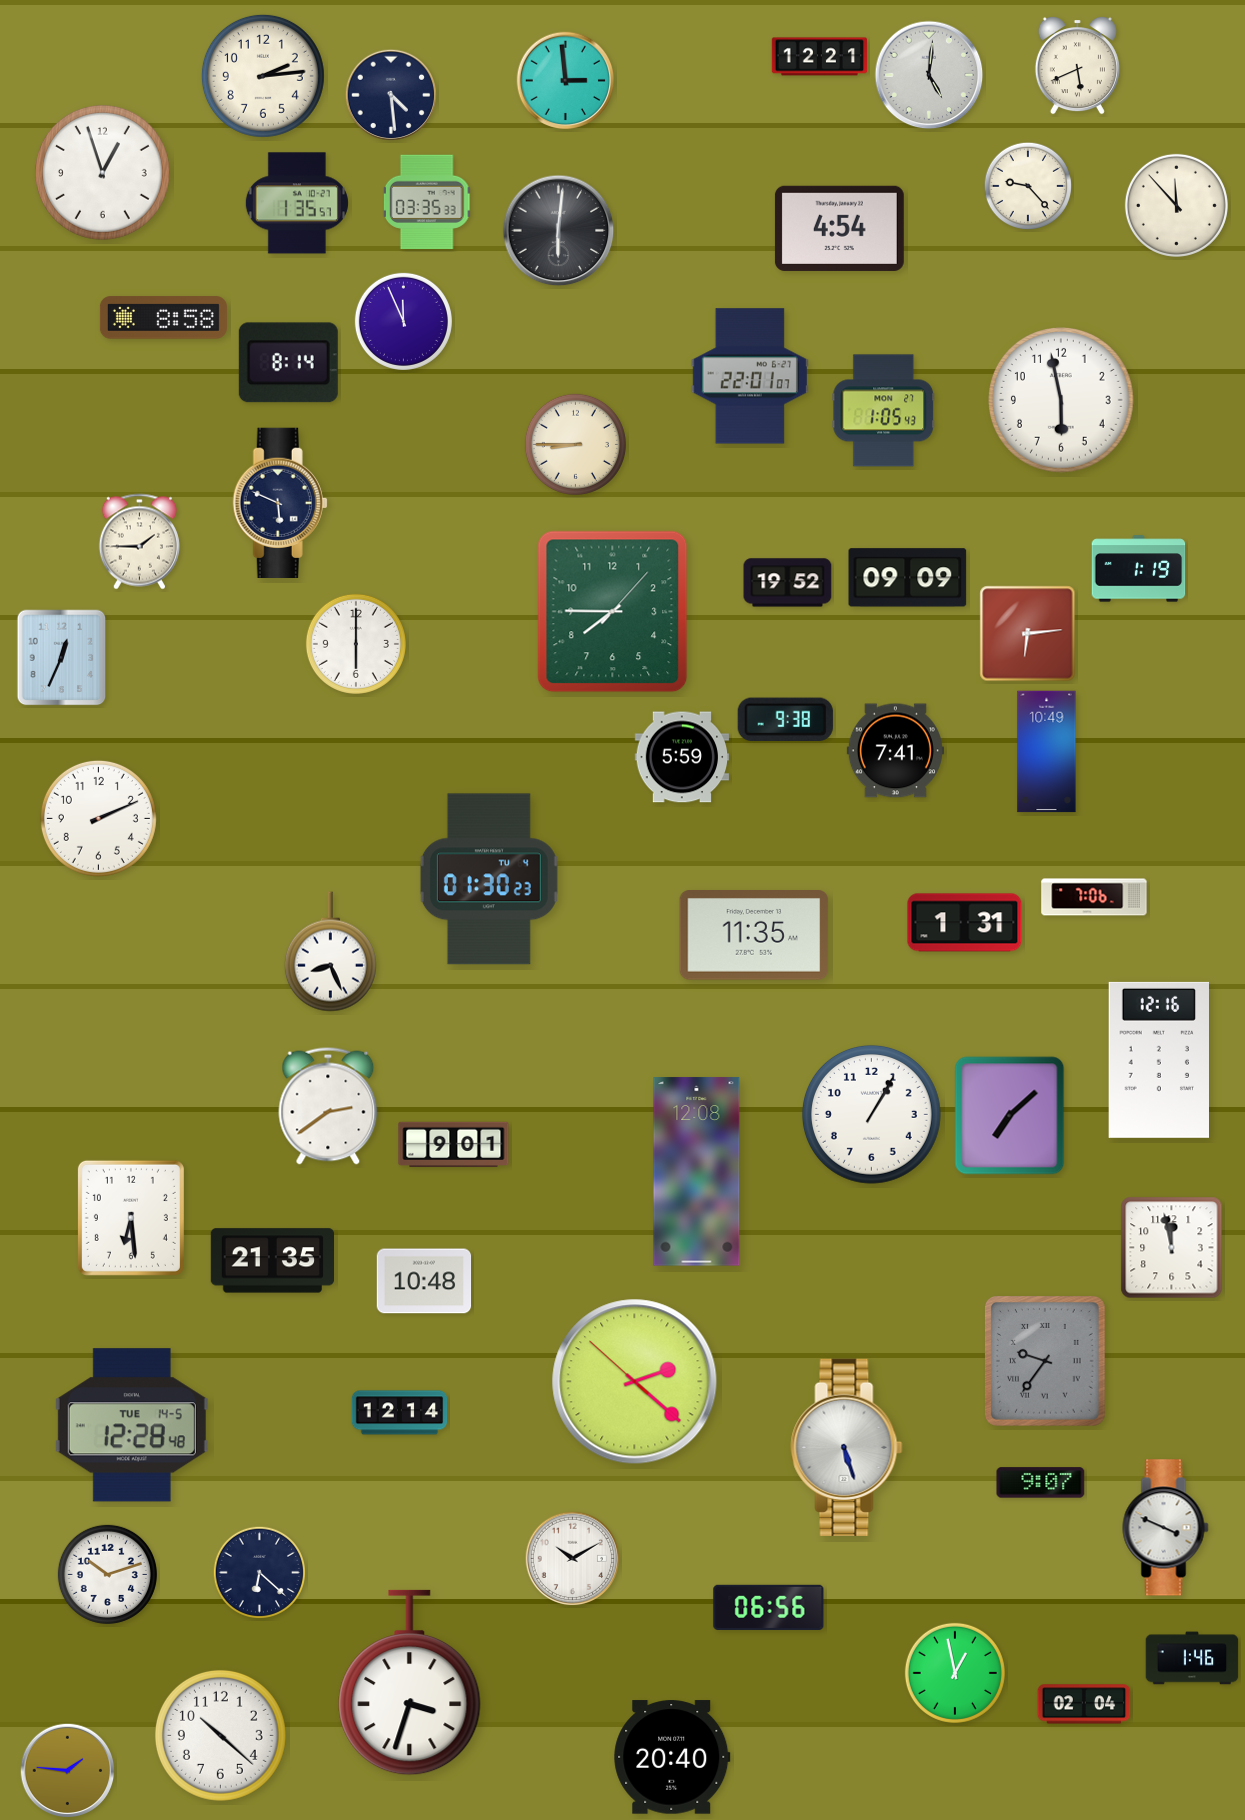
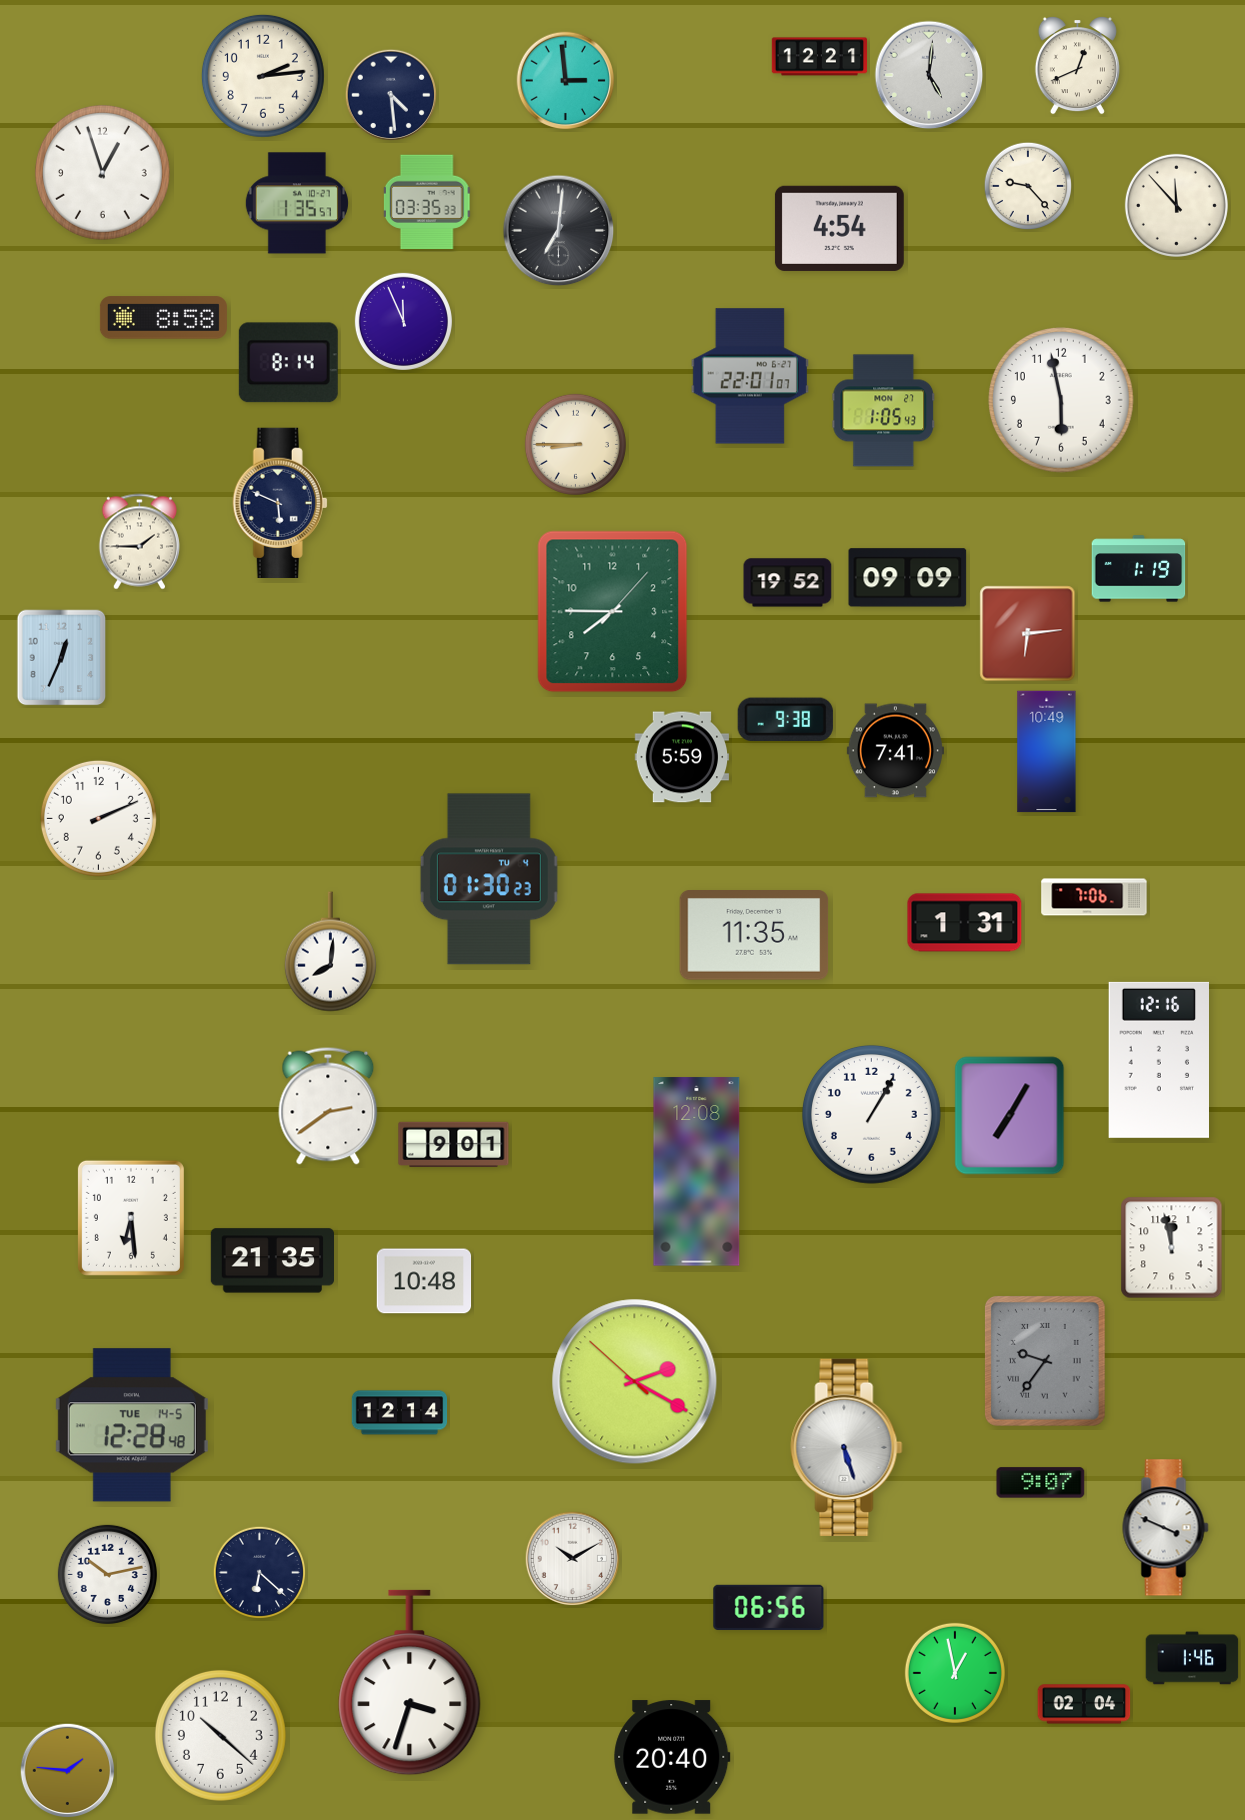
clock at (1077, 65): 5:41 -> 12:41
clock at (559, 231): 6:01 -> 7:01
clock at (356, 644): 6:00 -> none
clock at (330, 952): 8:26 -> 8:01
clock at (1010, 1116): 7:08 -> 7:05
clock at (635, 1382): 2:21 -> 2:19
clock at (107, 1574): 10:12 -> 10:13
